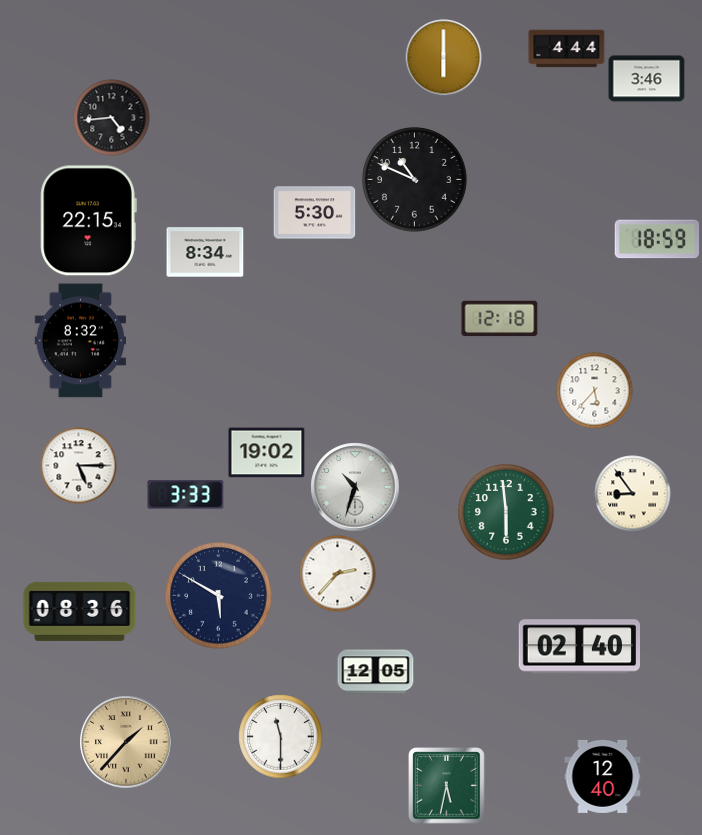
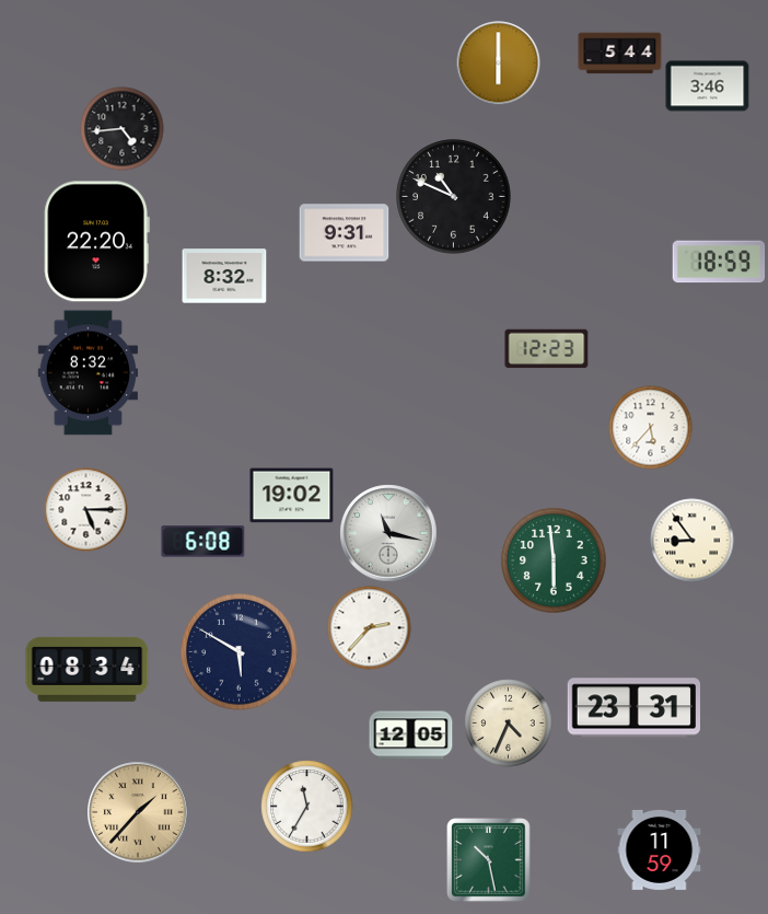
clock at (567, 49): 4:44 -> 5:44
clock at (444, 58) position: (444, 58) -> (499, 63)
clock at (315, 213): 5:30 -> 9:31
clock at (88, 221): 22:15 -> 22:20
clock at (205, 252): 8:34 -> 8:32
clock at (500, 319): 12:18 -> 12:23
clock at (355, 487): 10:33 -> 11:17
clock at (186, 495): 3:33 -> 6:08
clock at (80, 611): 08:36 -> 08:34
clock at (579, 647): 02:40 -> 23:31
clock at (509, 724): none -> 4:34
clock at (281, 737): 11:30 -> 11:35
clock at (603, 776): 12:40 -> 11:59
clock at (447, 786): 5:32 -> 10:28
